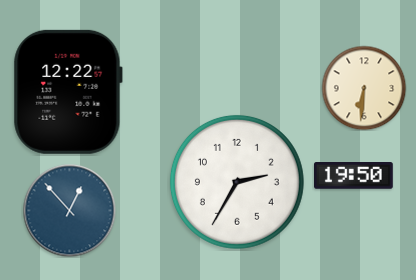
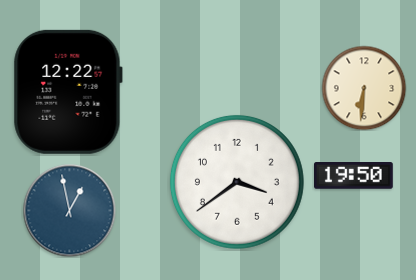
clock at (237, 182): 2:35 -> 3:39
clock at (69, 210): 12:53 -> 12:58
